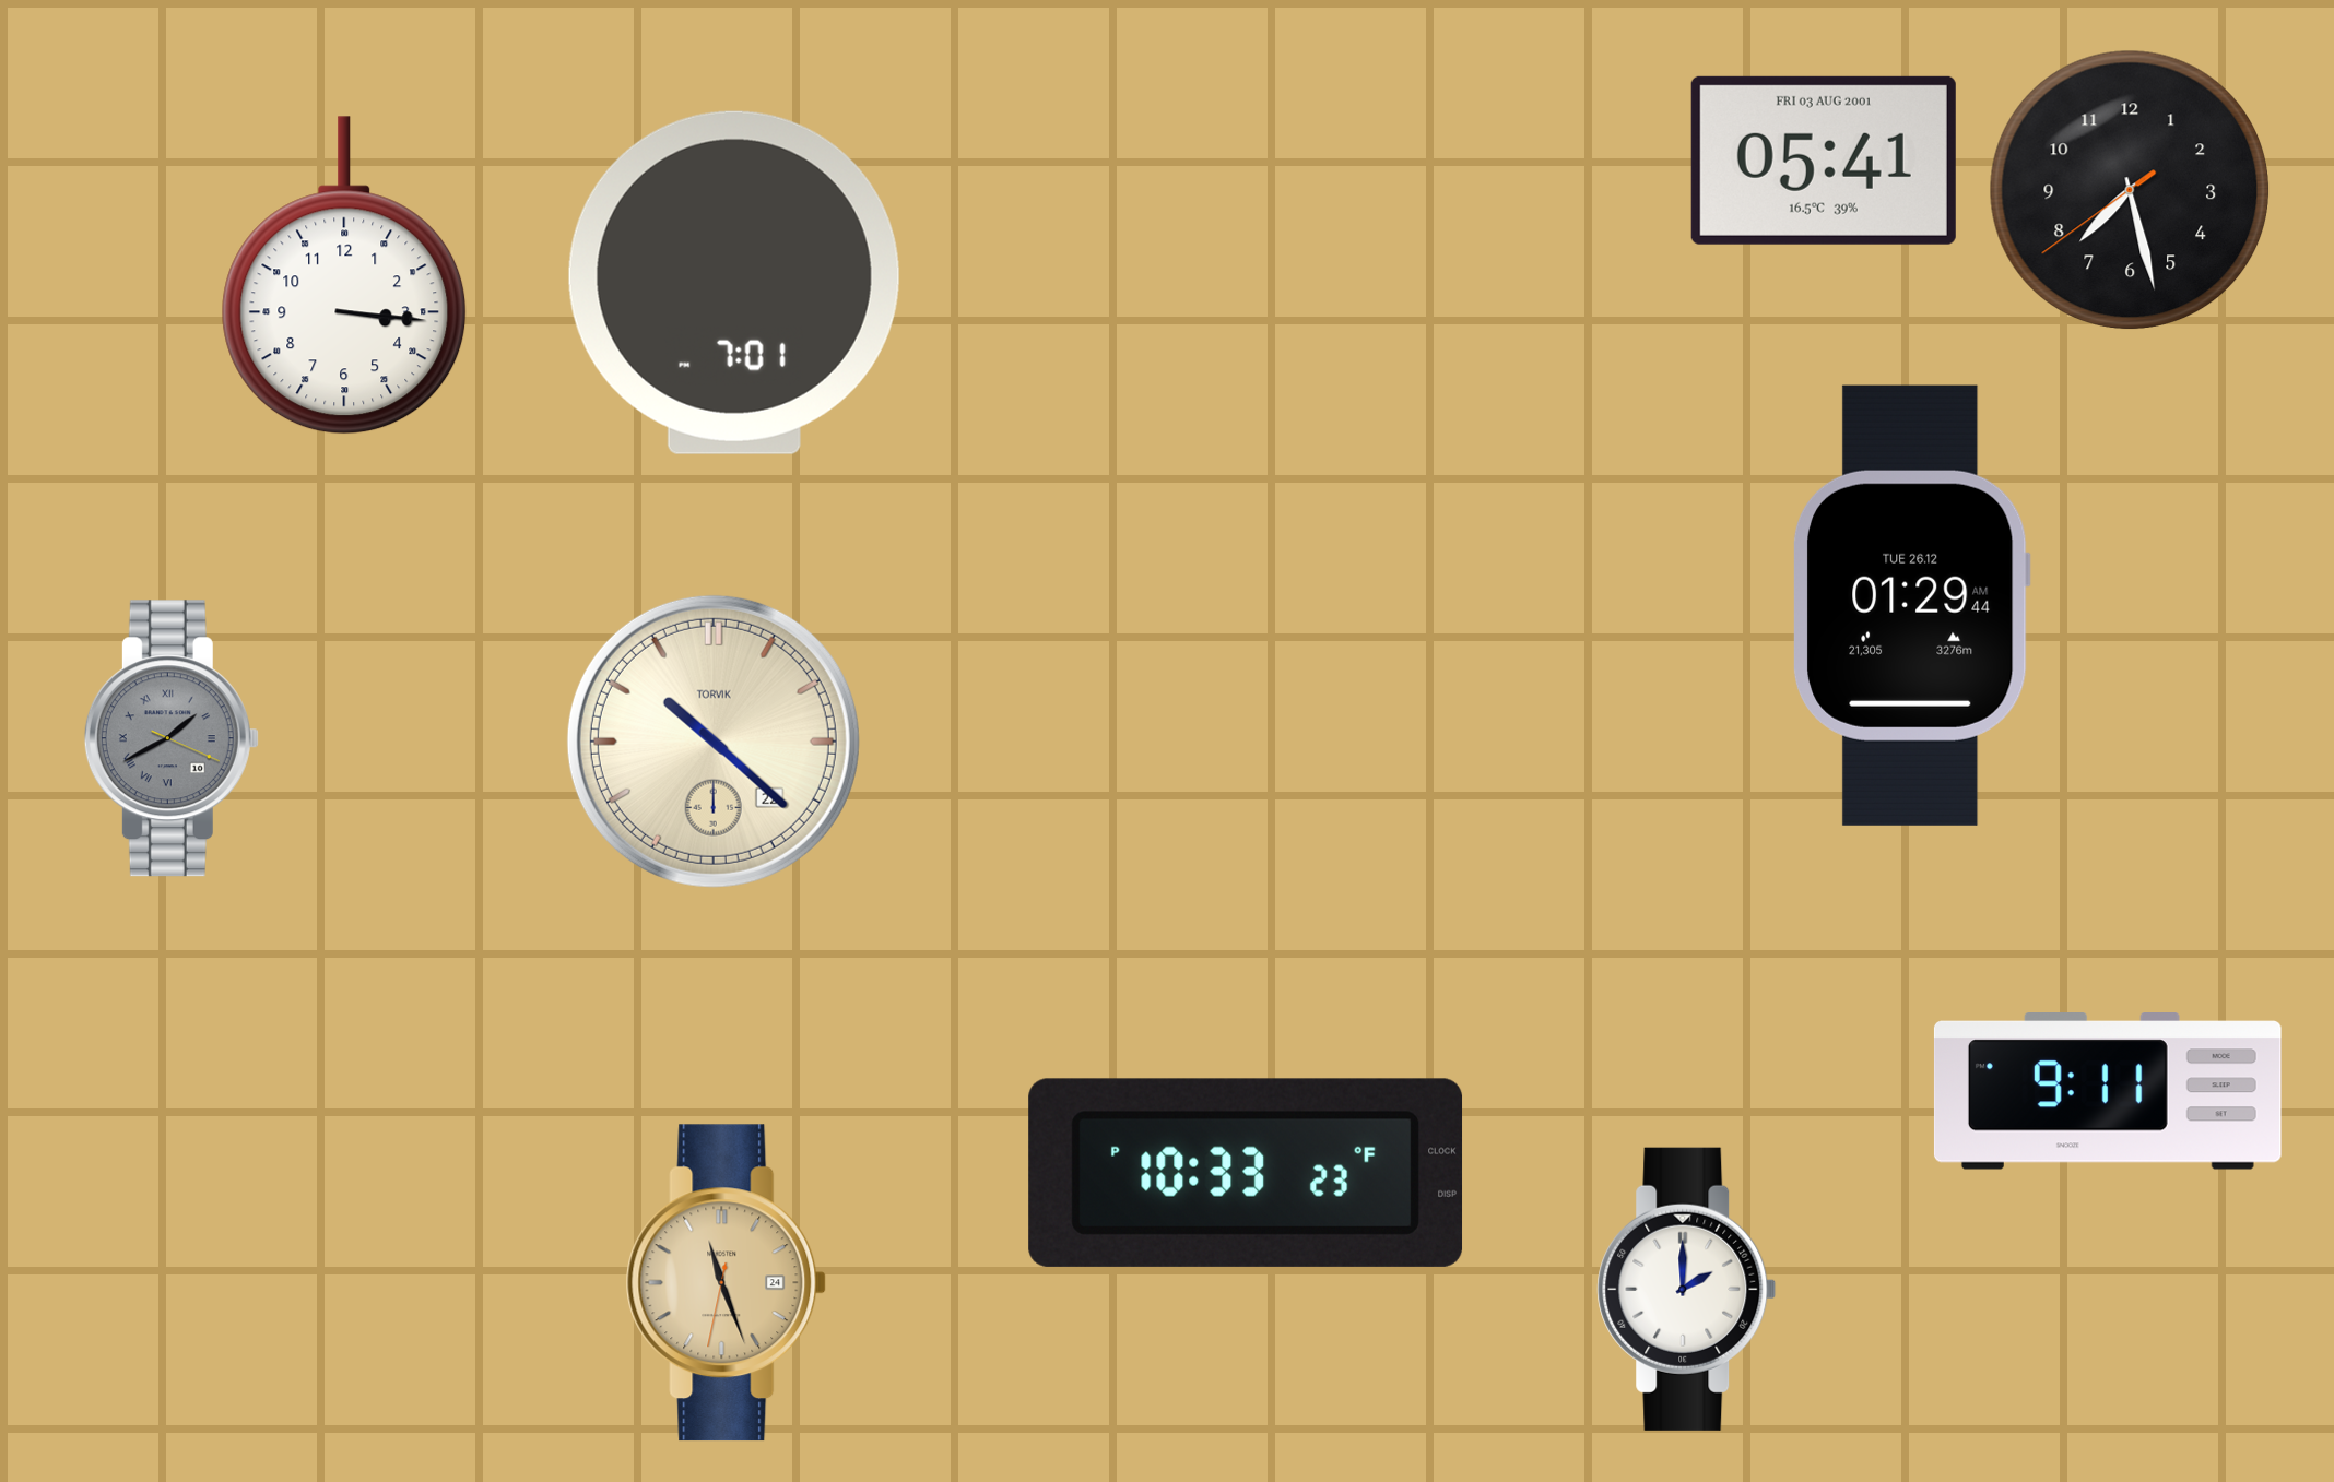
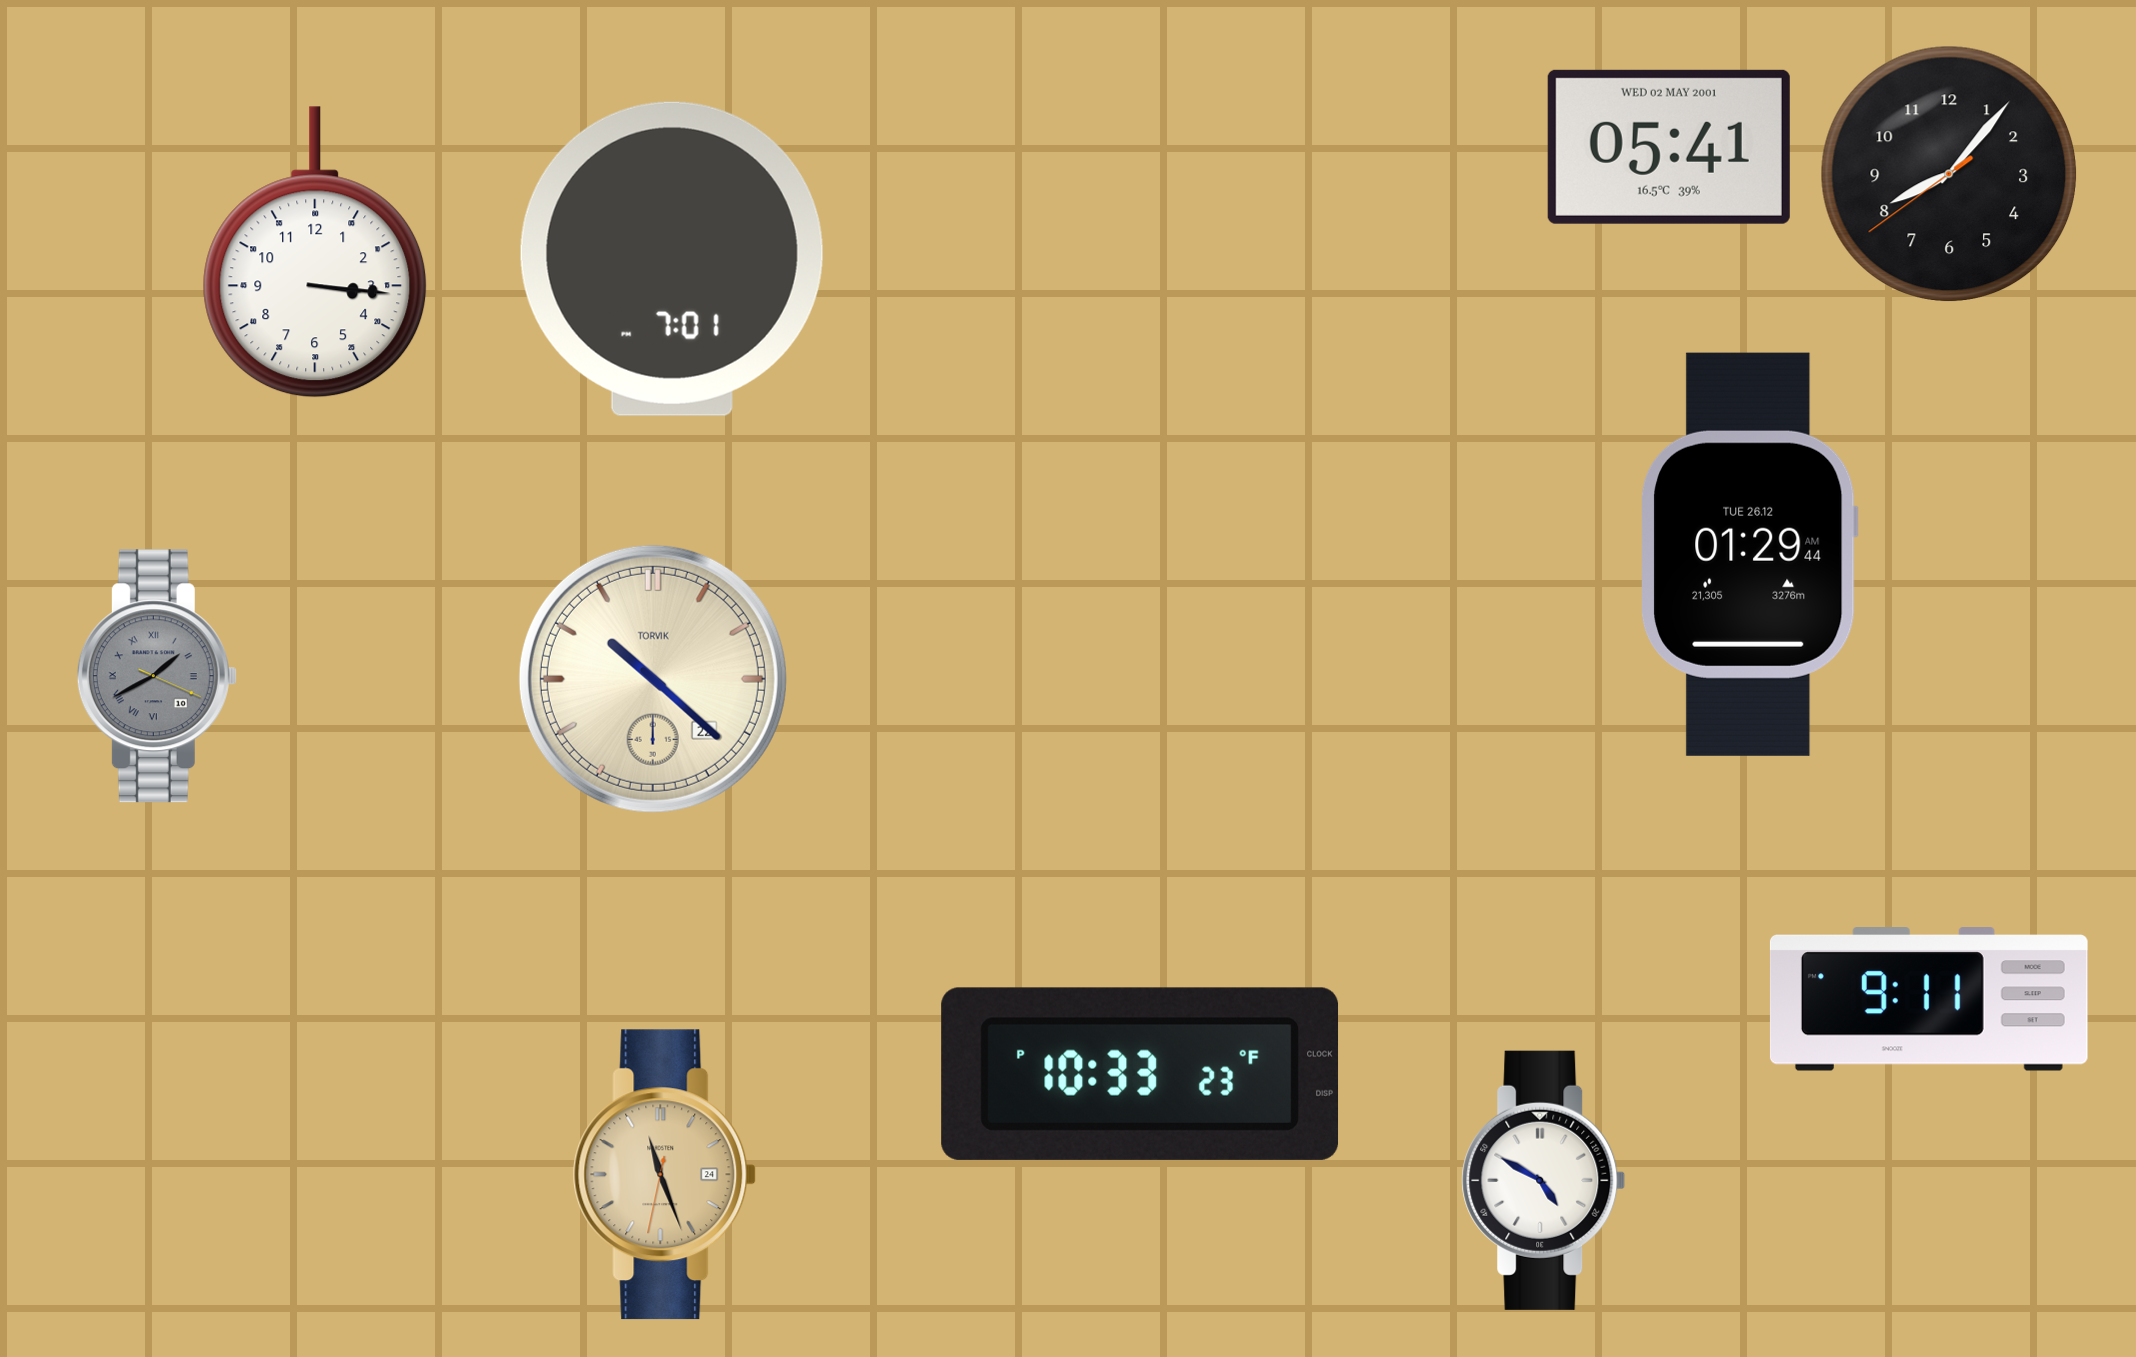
clock at (1824, 161) date: FRI 03 AUG 2001 -> WED 02 MAY 2001
clock at (2129, 189): 7:27 -> 8:06
clock at (1687, 1289): 2:00 -> 4:50
